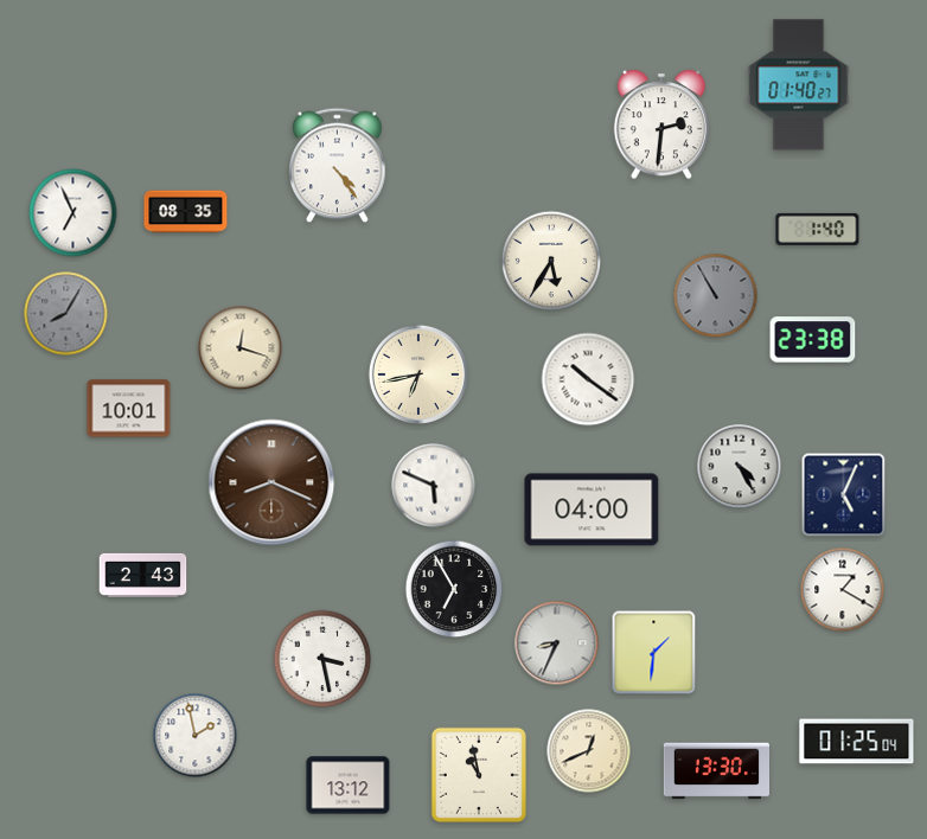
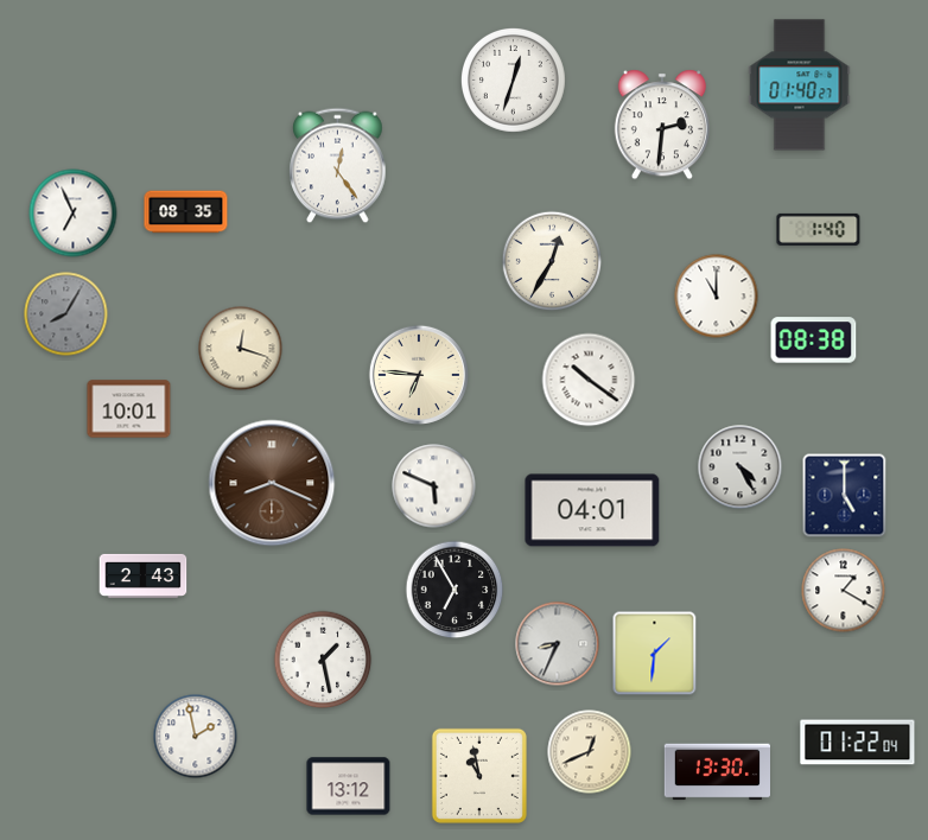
clock at (513, 79): none -> 12:33
clock at (338, 166): 4:24 -> 12:24
clock at (551, 261): 5:35 -> 12:35
clock at (716, 296): 10:55 -> 11:00
clock at (716, 296) dial: grey -> white
clock at (813, 340): 23:38 -> 08:38
clock at (418, 374): 6:43 -> 6:46
clock at (844, 495): 5:04 -> 5:00
clock at (592, 510): 04:00 -> 04:01
clock at (322, 659): 3:28 -> 1:28
clock at (857, 742): 01:25 -> 01:22
